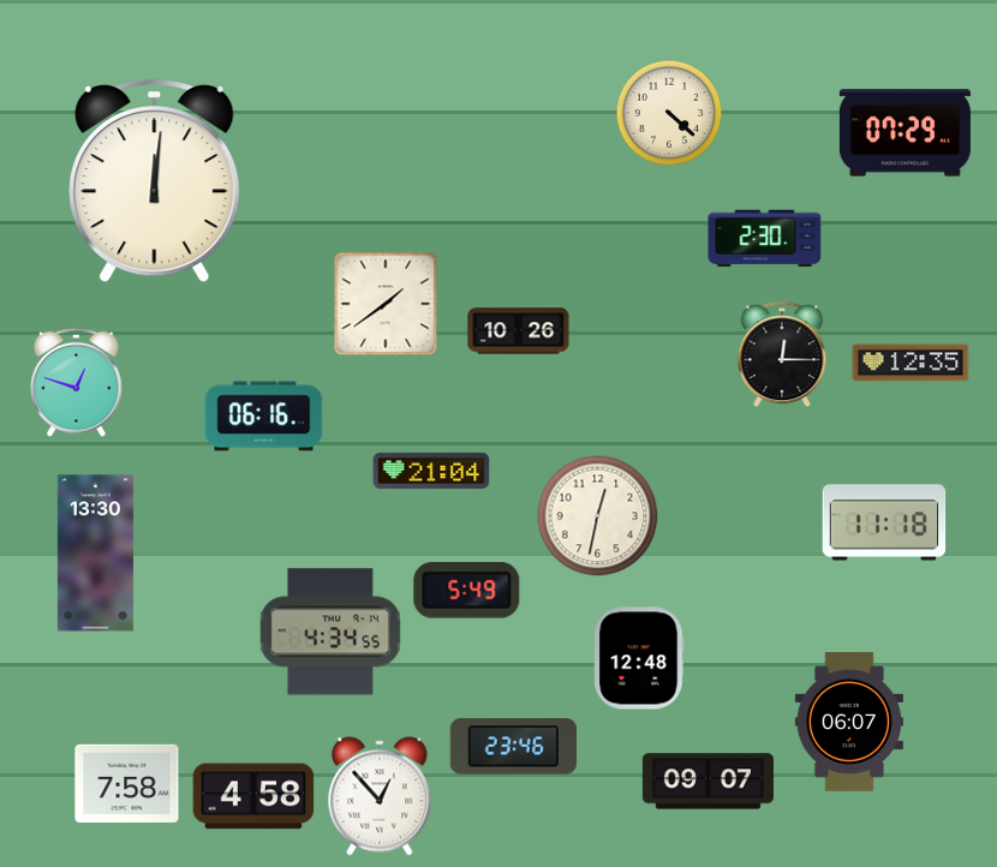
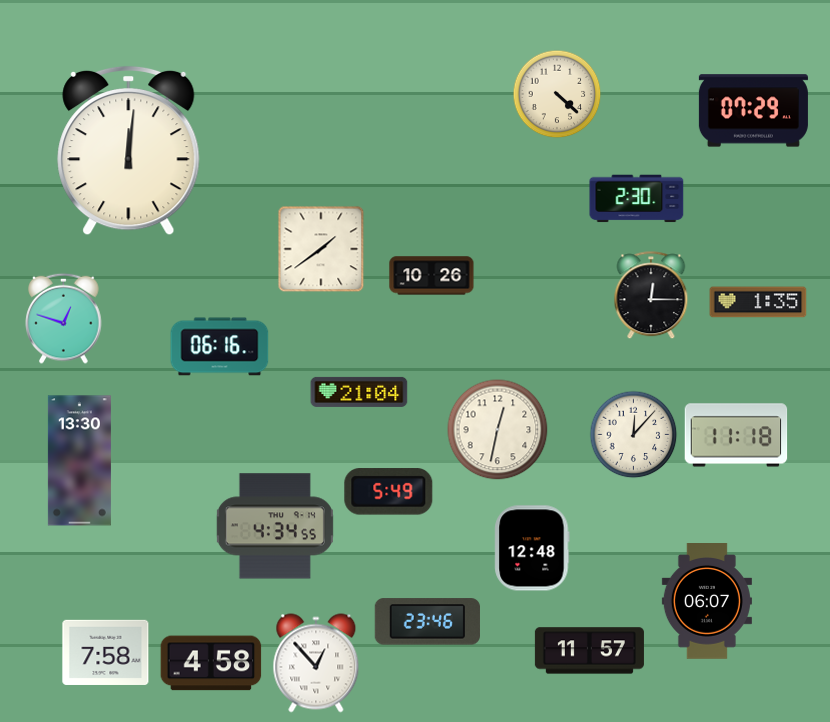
clock at (386, 304) position: (386, 304) -> (321, 249)
clock at (911, 363): 12:35 -> 1:35
clock at (633, 434): none -> 12:07
clock at (708, 782): 09:07 -> 11:57
